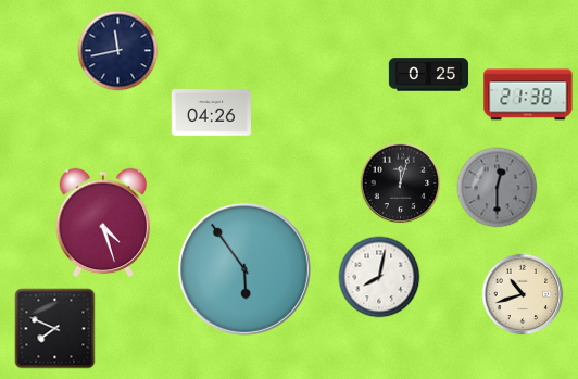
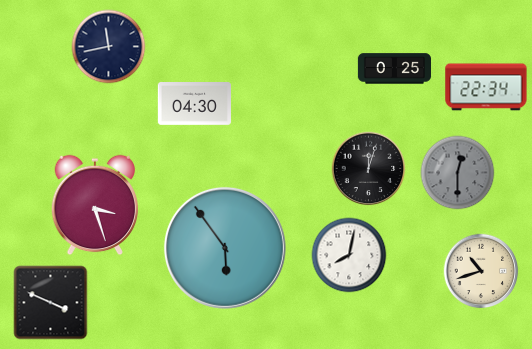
clock at (528, 94): 21:38 -> 22:34
clock at (211, 113): 04:26 -> 04:30
clock at (103, 223): 4:27 -> 3:27
clock at (55, 329): 7:49 -> 3:49
